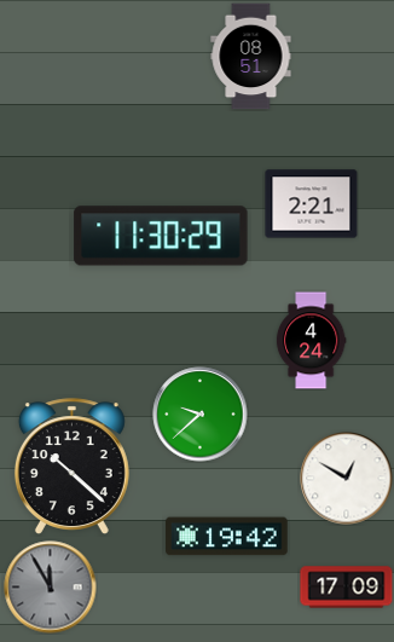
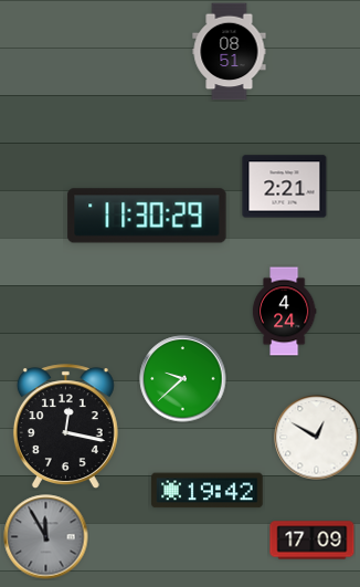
clock at (71, 465): 10:22 -> 12:17
clock at (347, 588) position: (347, 588) -> (313, 541)
